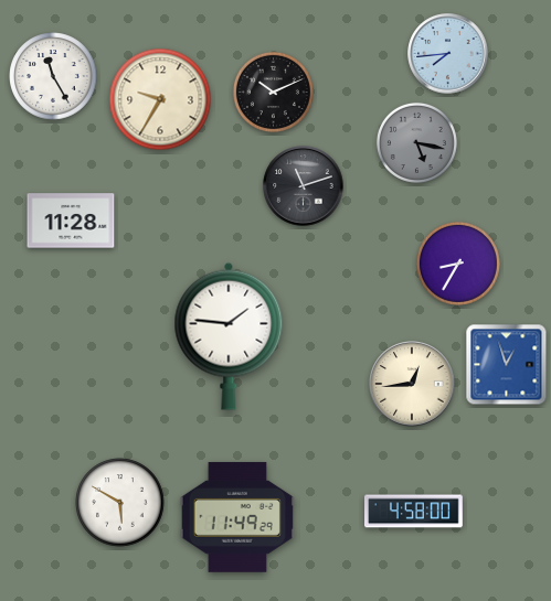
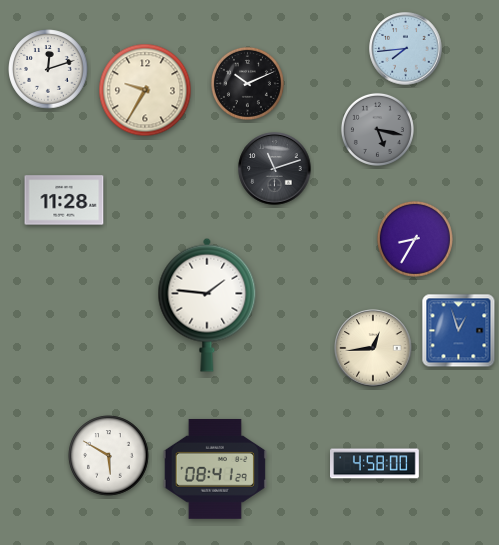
clock at (53, 76): 11:25 -> 12:12
clock at (237, 517): 11:49 -> 08:41
